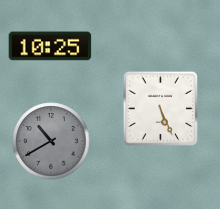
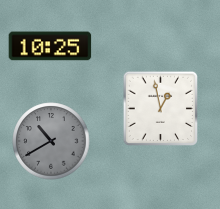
clock at (161, 108): 5:26 -> 12:58
